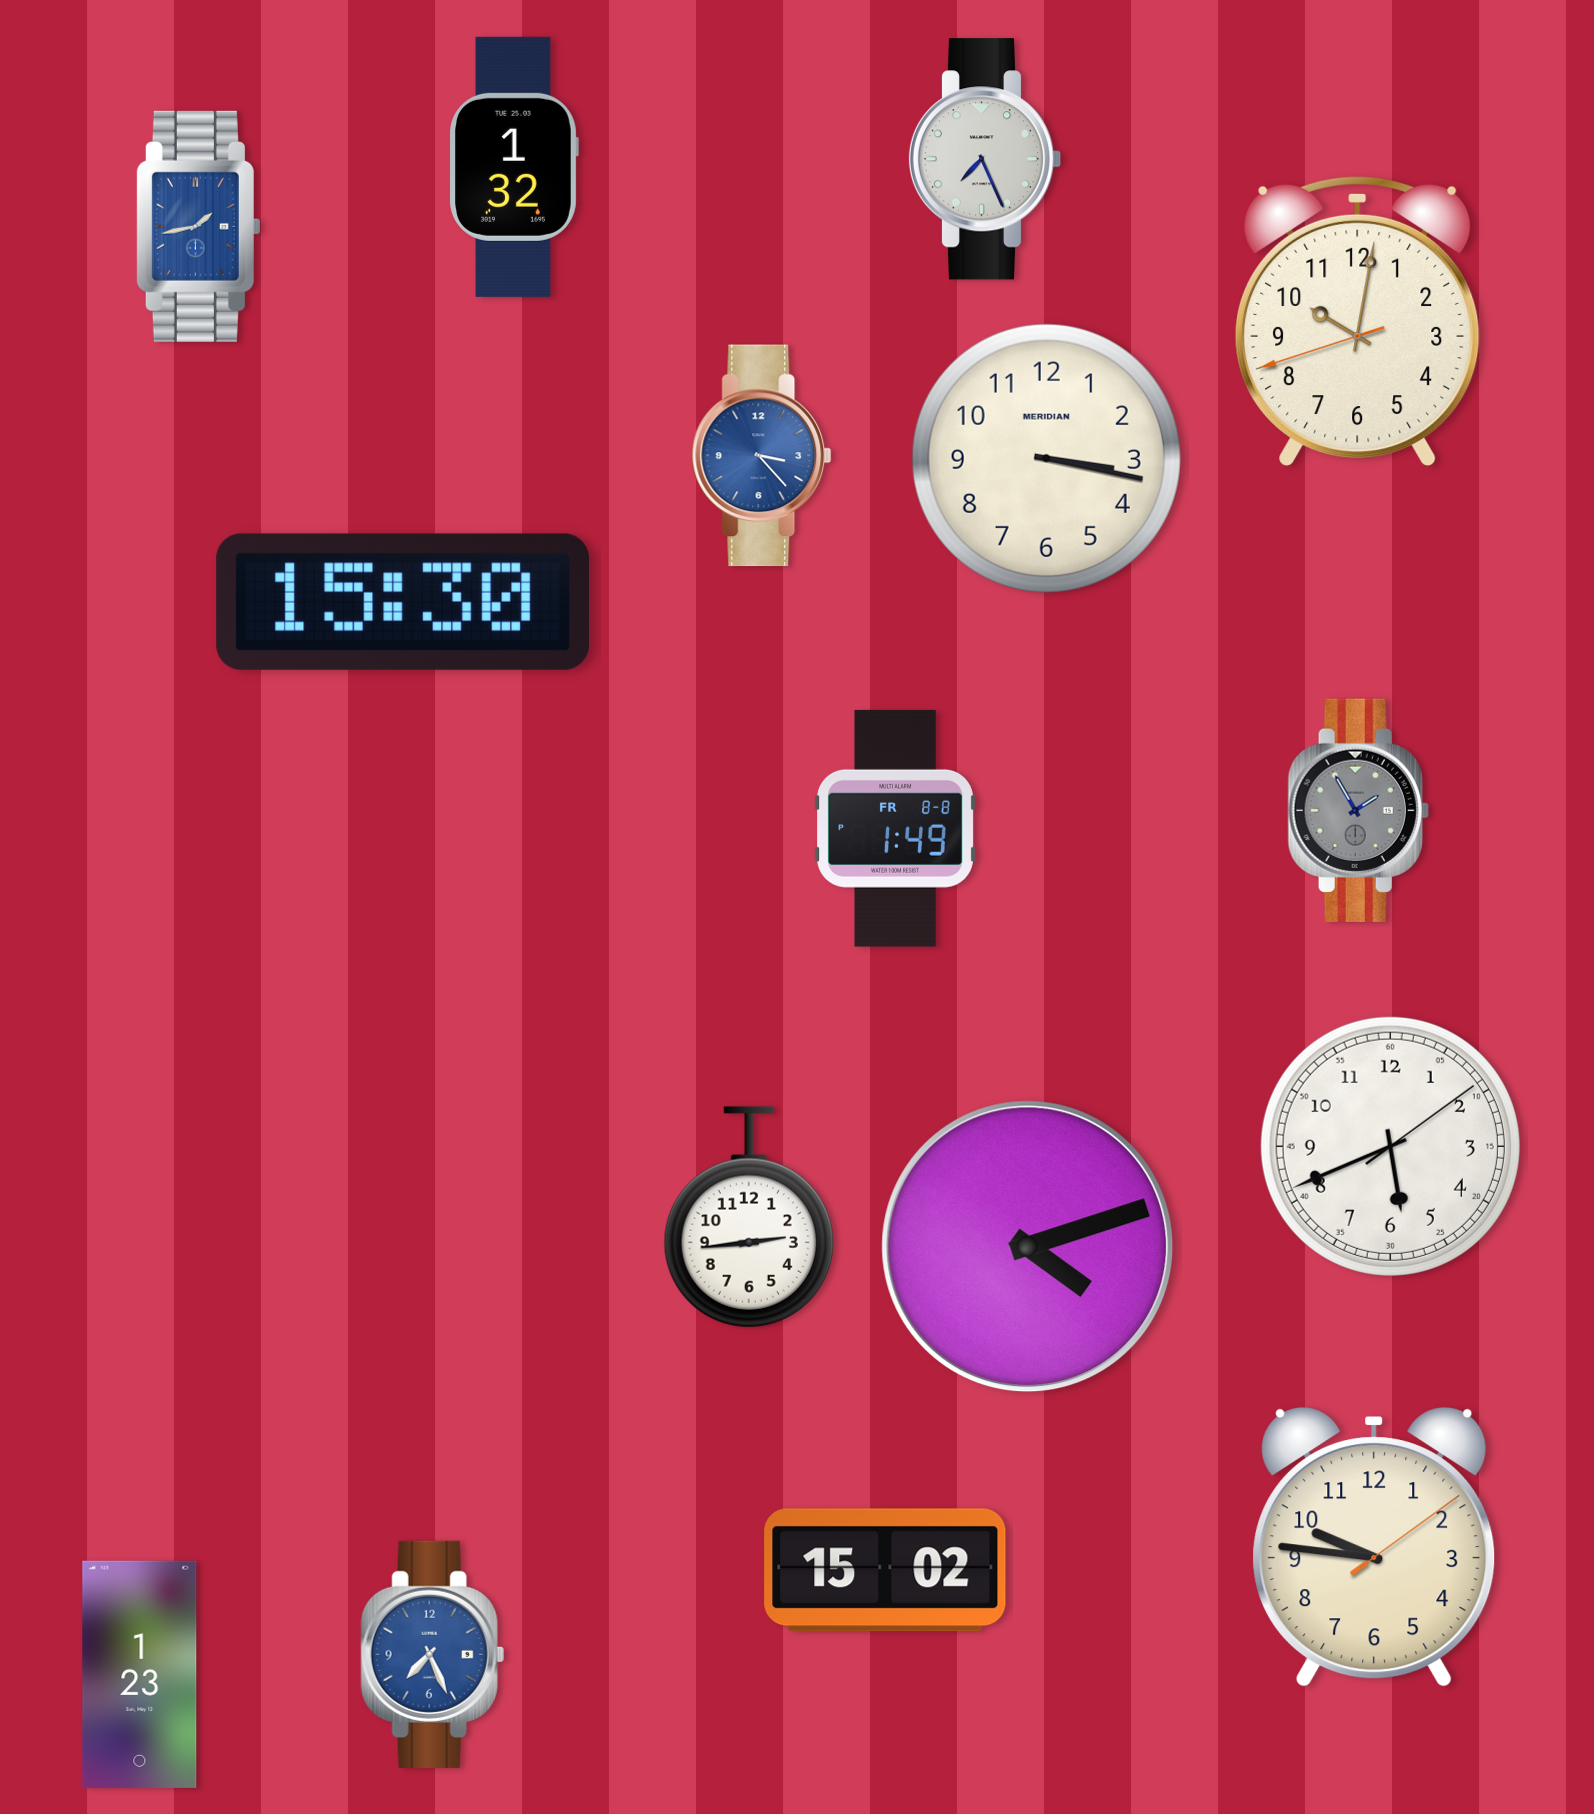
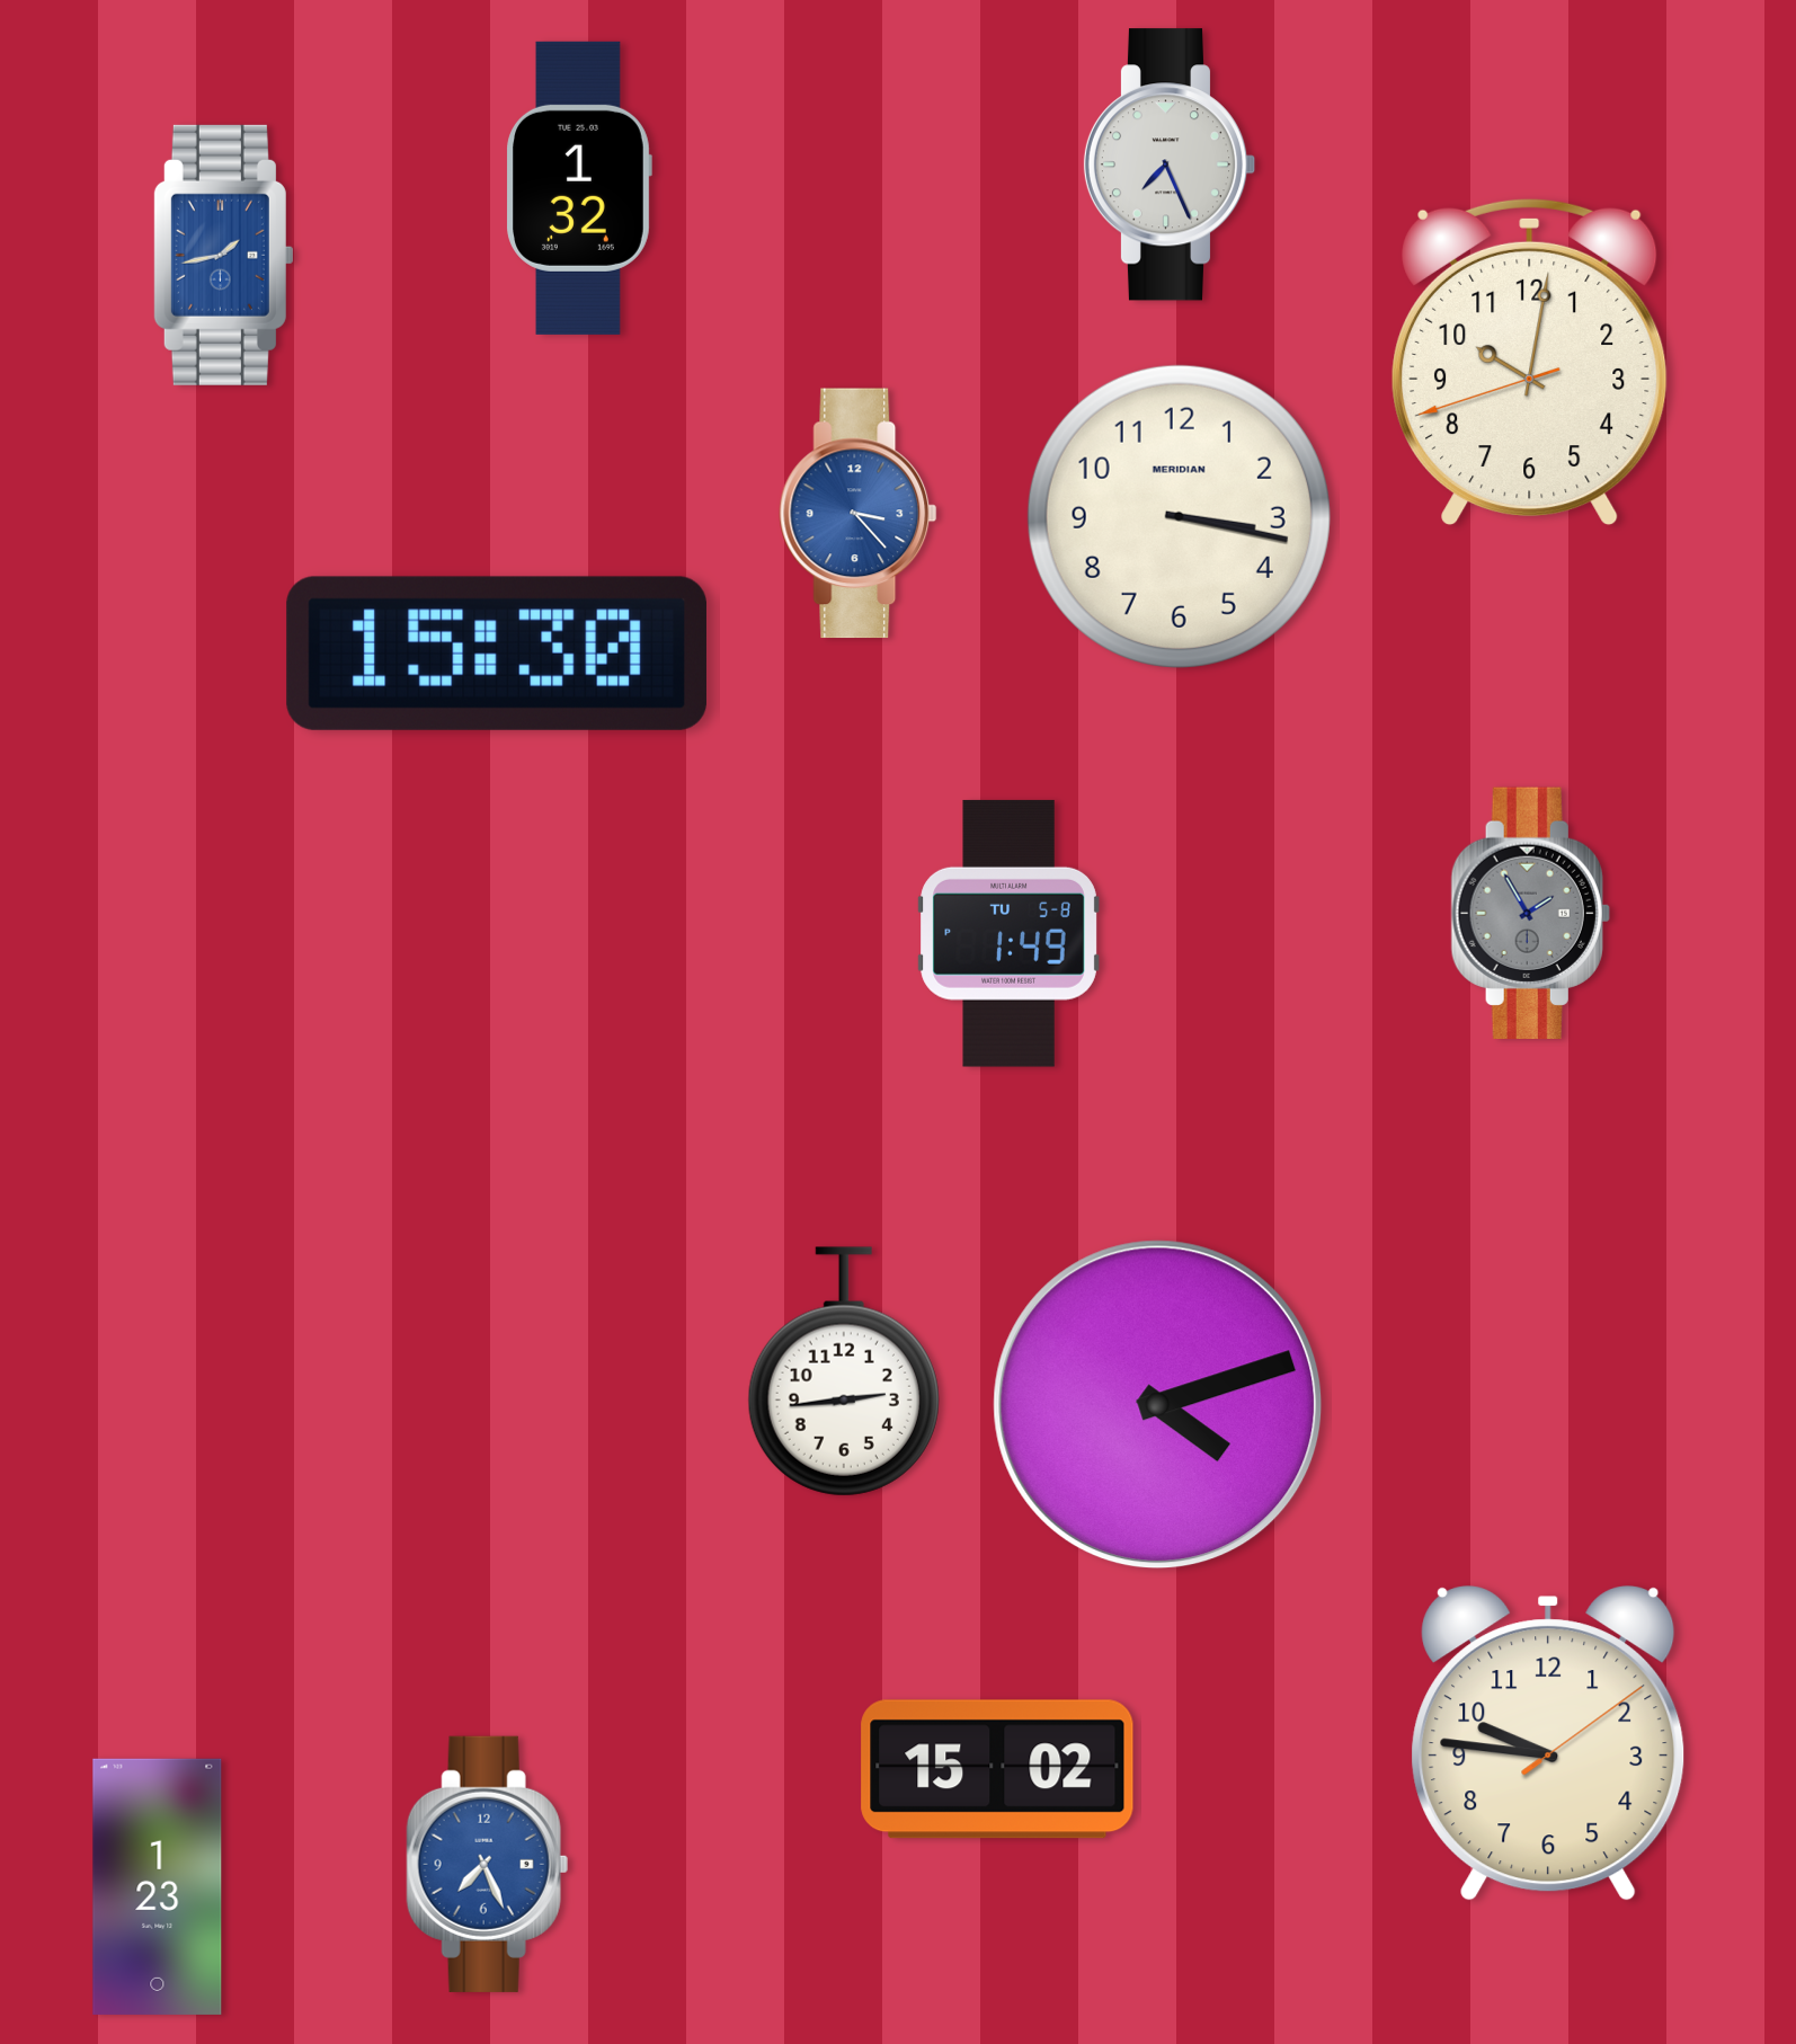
clock at (985, 159) position: (985, 159) -> (1170, 165)
clock at (403, 602) position: (403, 602) -> (497, 654)
clock at (895, 828) date: FR 8-8 -> TU 5-8
clock at (1390, 1146): 5:41 -> none
